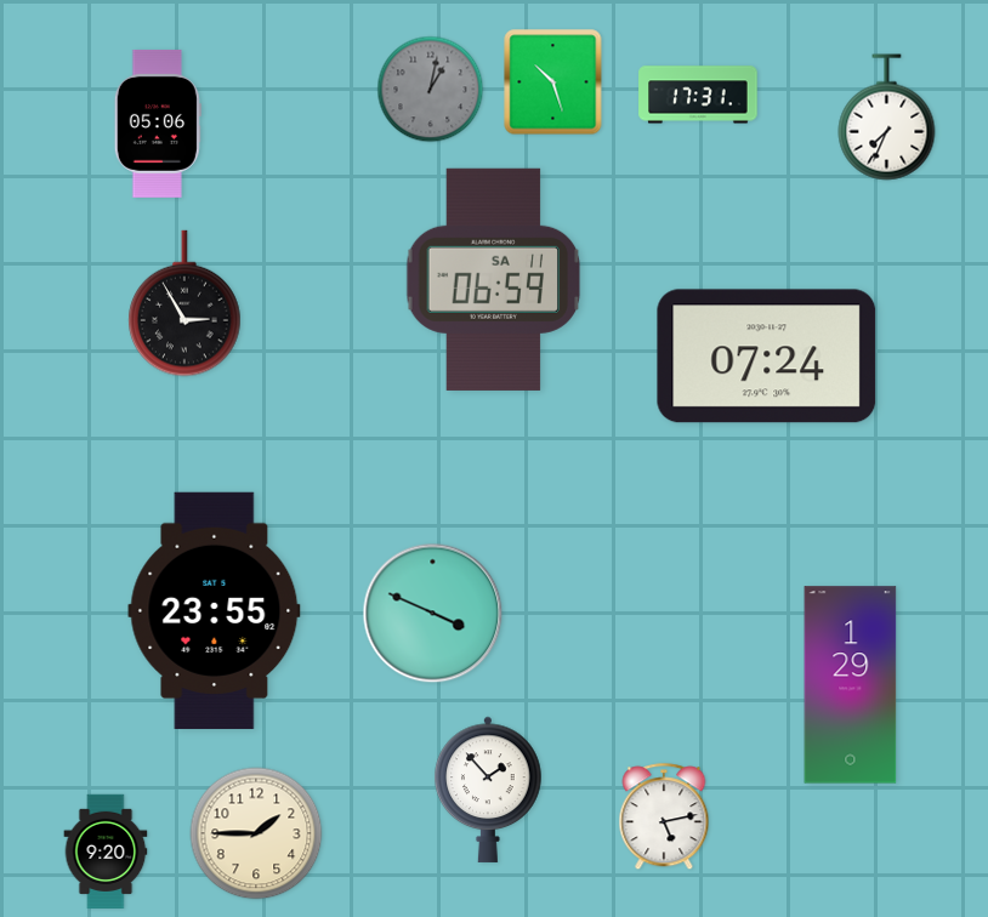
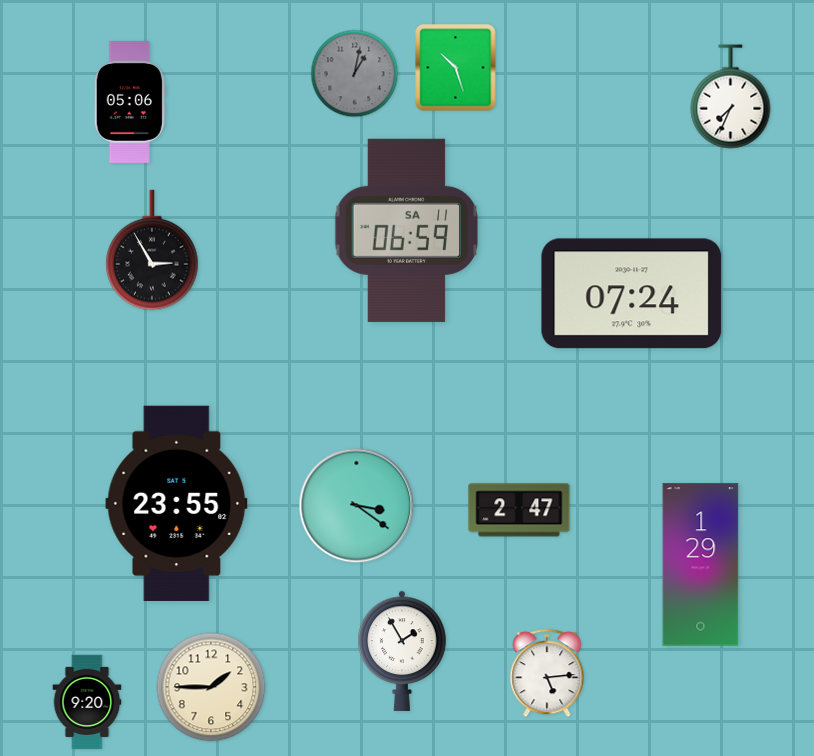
clock at (698, 95): 17:31 -> none
clock at (433, 614): 3:49 -> 3:21
clock at (519, 510): none -> 2:47
clock at (488, 790): 1:53 -> 1:55
clock at (664, 818): 5:13 -> 5:14
